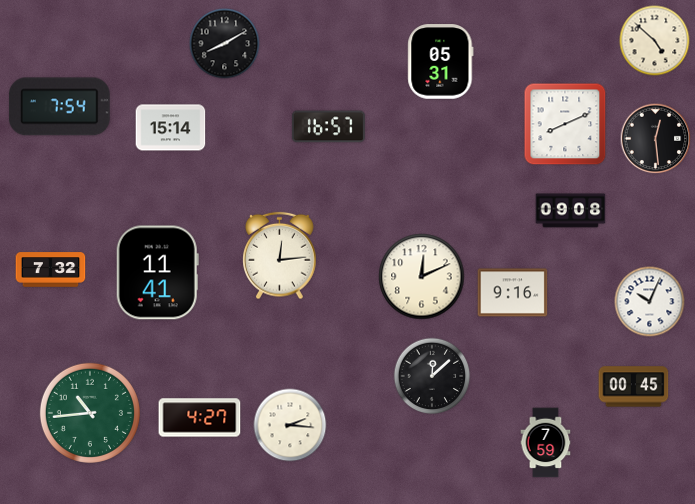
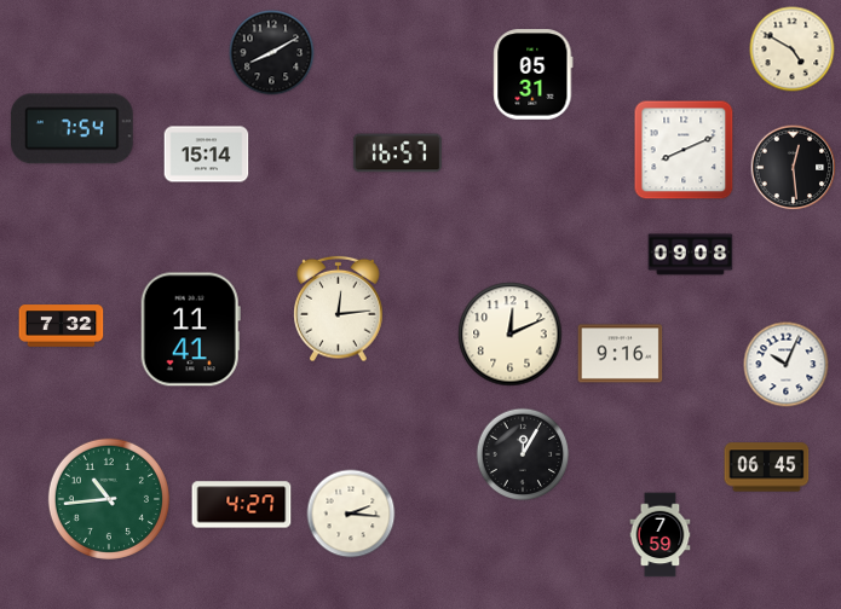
clock at (655, 41): 4:52 -> 4:50
clock at (432, 376): 12:08 -> 12:05
clock at (634, 387): 00:45 -> 06:45
